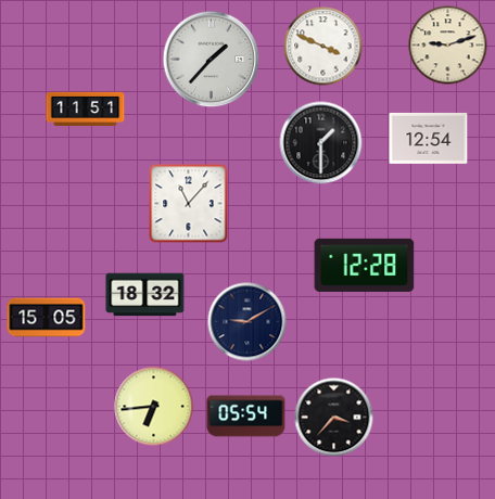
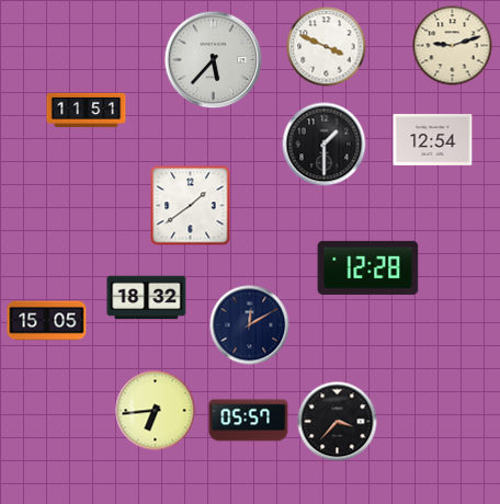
clock at (212, 60): 1:37 -> 5:37
clock at (189, 204): 11:07 -> 1:39
clock at (247, 322): 9:10 -> 12:10
clock at (246, 417): 05:54 -> 05:57
